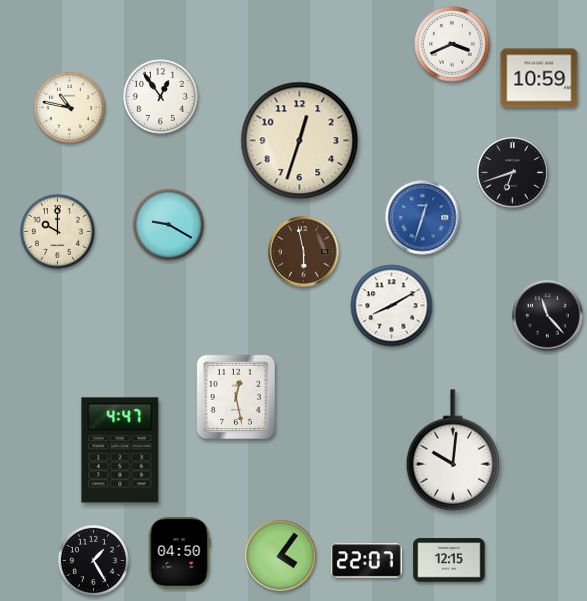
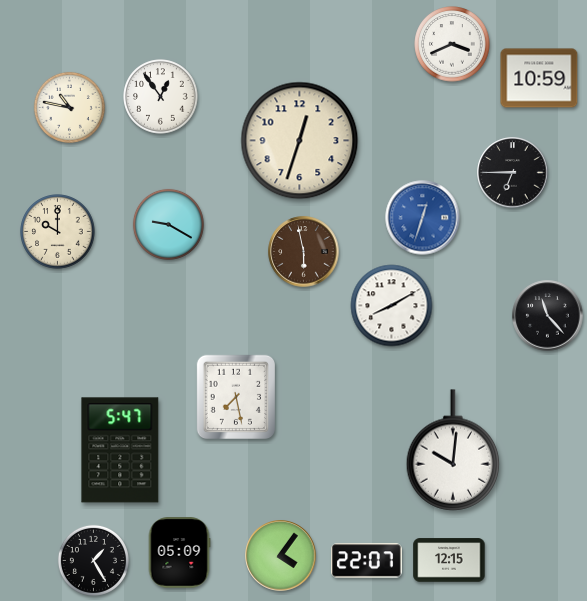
clock at (513, 173): 6:42 -> 6:45
clock at (235, 396): 12:28 -> 7:28
clock at (120, 450): 4:47 -> 5:47
clock at (179, 553): 04:50 -> 05:09
